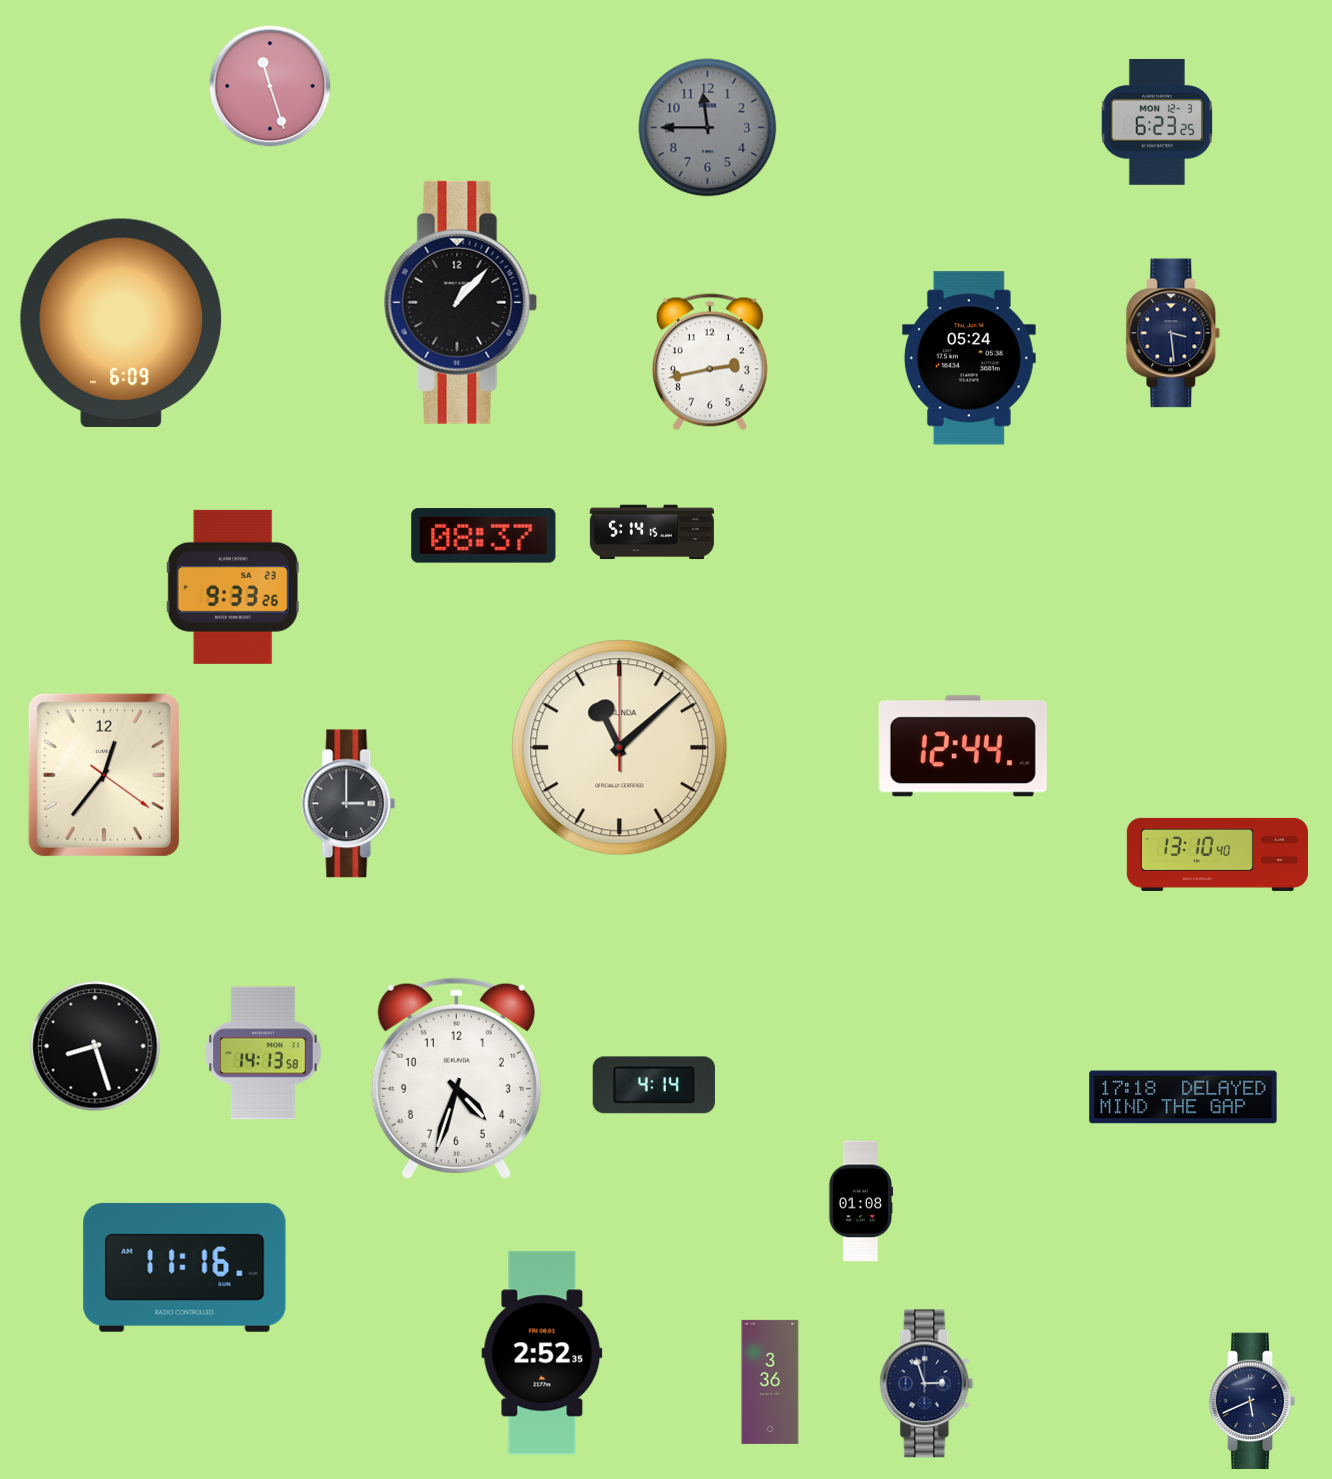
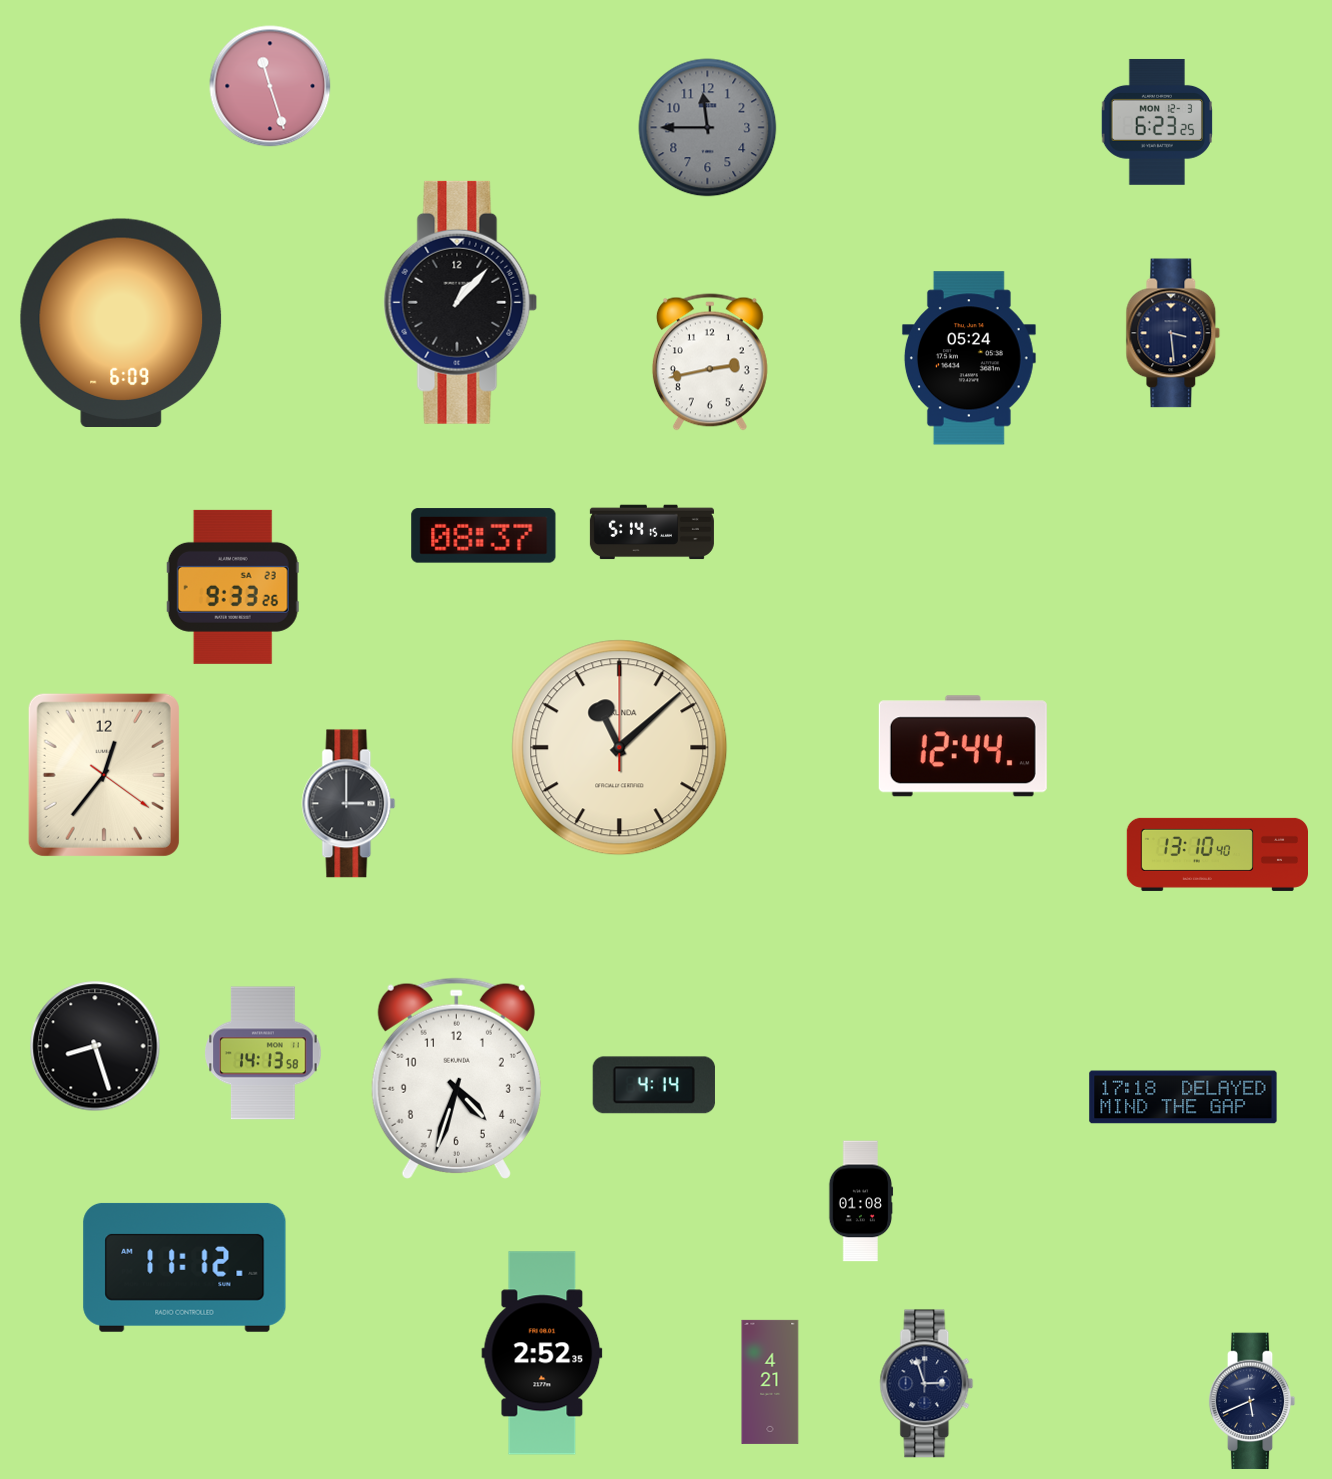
clock at (185, 1267): 11:16 -> 11:12
clock at (770, 1382): 3:36 -> 4:21
